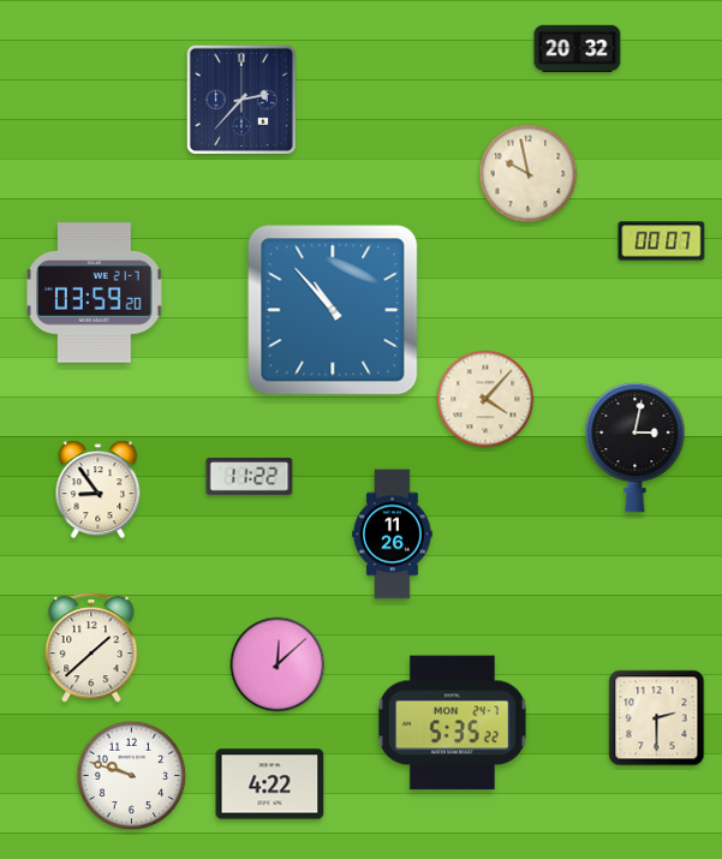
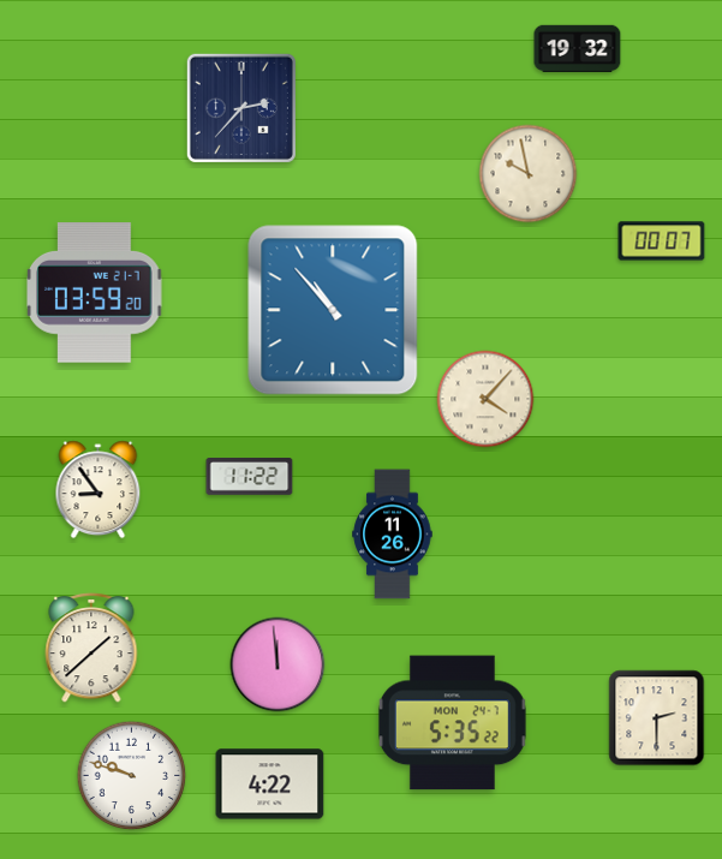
clock at (578, 49): 20:32 -> 19:32
clock at (241, 100) position: (241, 100) -> (241, 108)
clock at (636, 447): 3:02 -> none
clock at (278, 664): 12:08 -> 11:59
